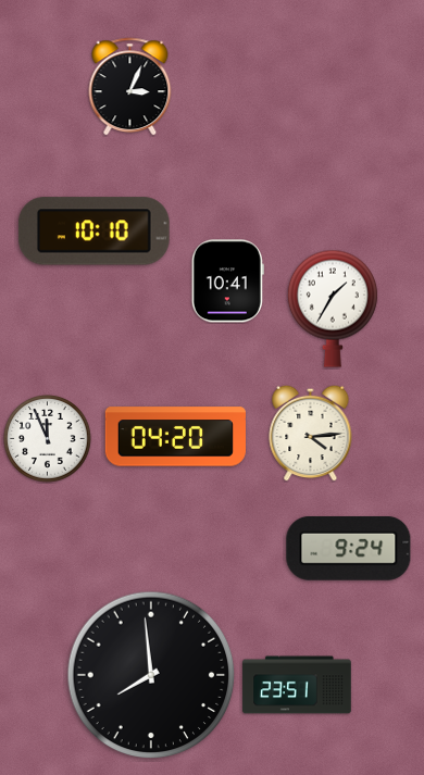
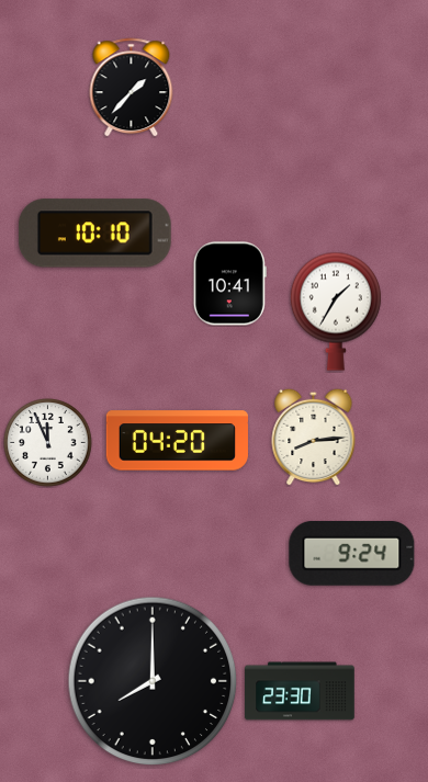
clock at (130, 87): 3:04 -> 1:37
clock at (311, 433): 4:14 -> 8:14
clock at (151, 675): 7:59 -> 8:00
clock at (297, 685): 23:51 -> 23:30
